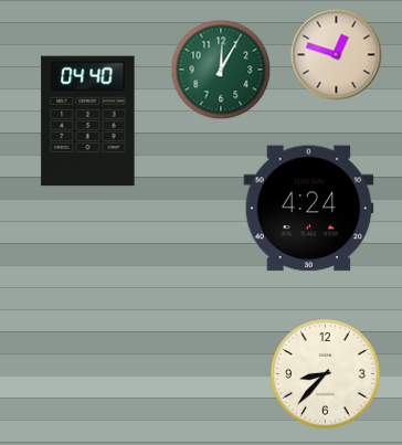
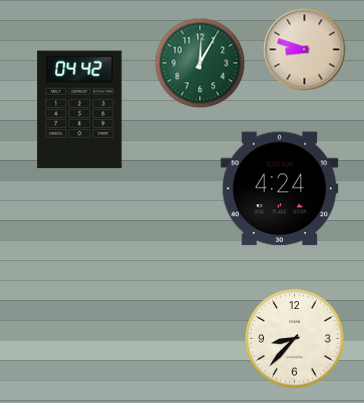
clock at (337, 55): 12:48 -> 8:48
clock at (88, 121): 04:40 -> 04:42
